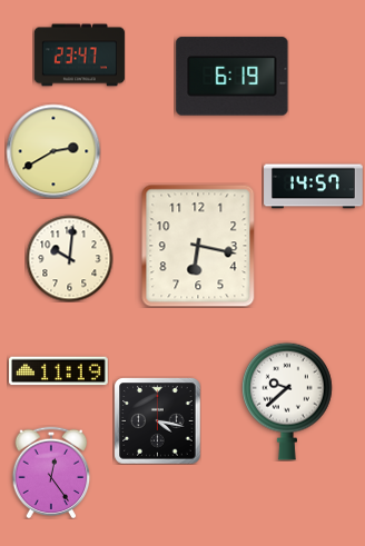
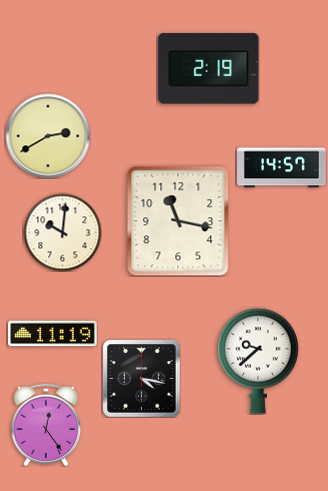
clock at (79, 56): 23:47 -> none
clock at (233, 77): 6:19 -> 2:19
clock at (198, 246): 6:17 -> 11:17
